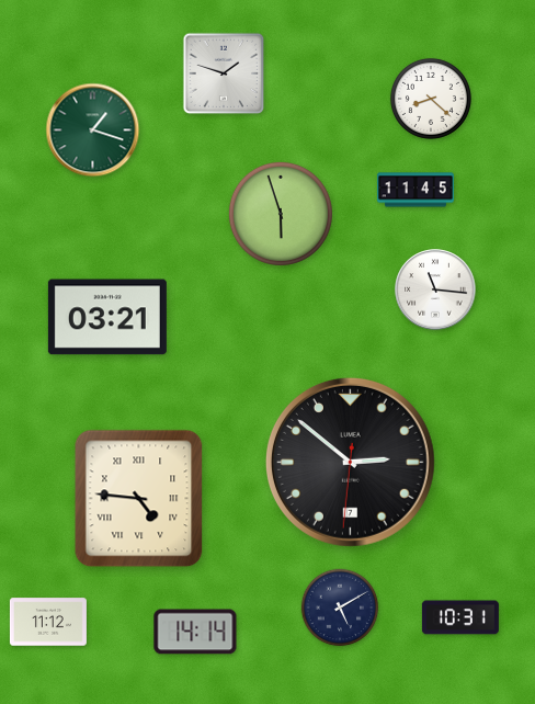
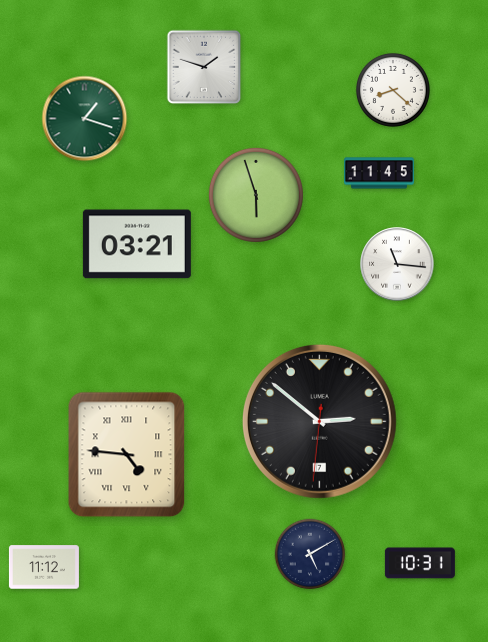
clock at (107, 317) position: (107, 317) -> (137, 244)
clock at (195, 632): 14:14 -> none
